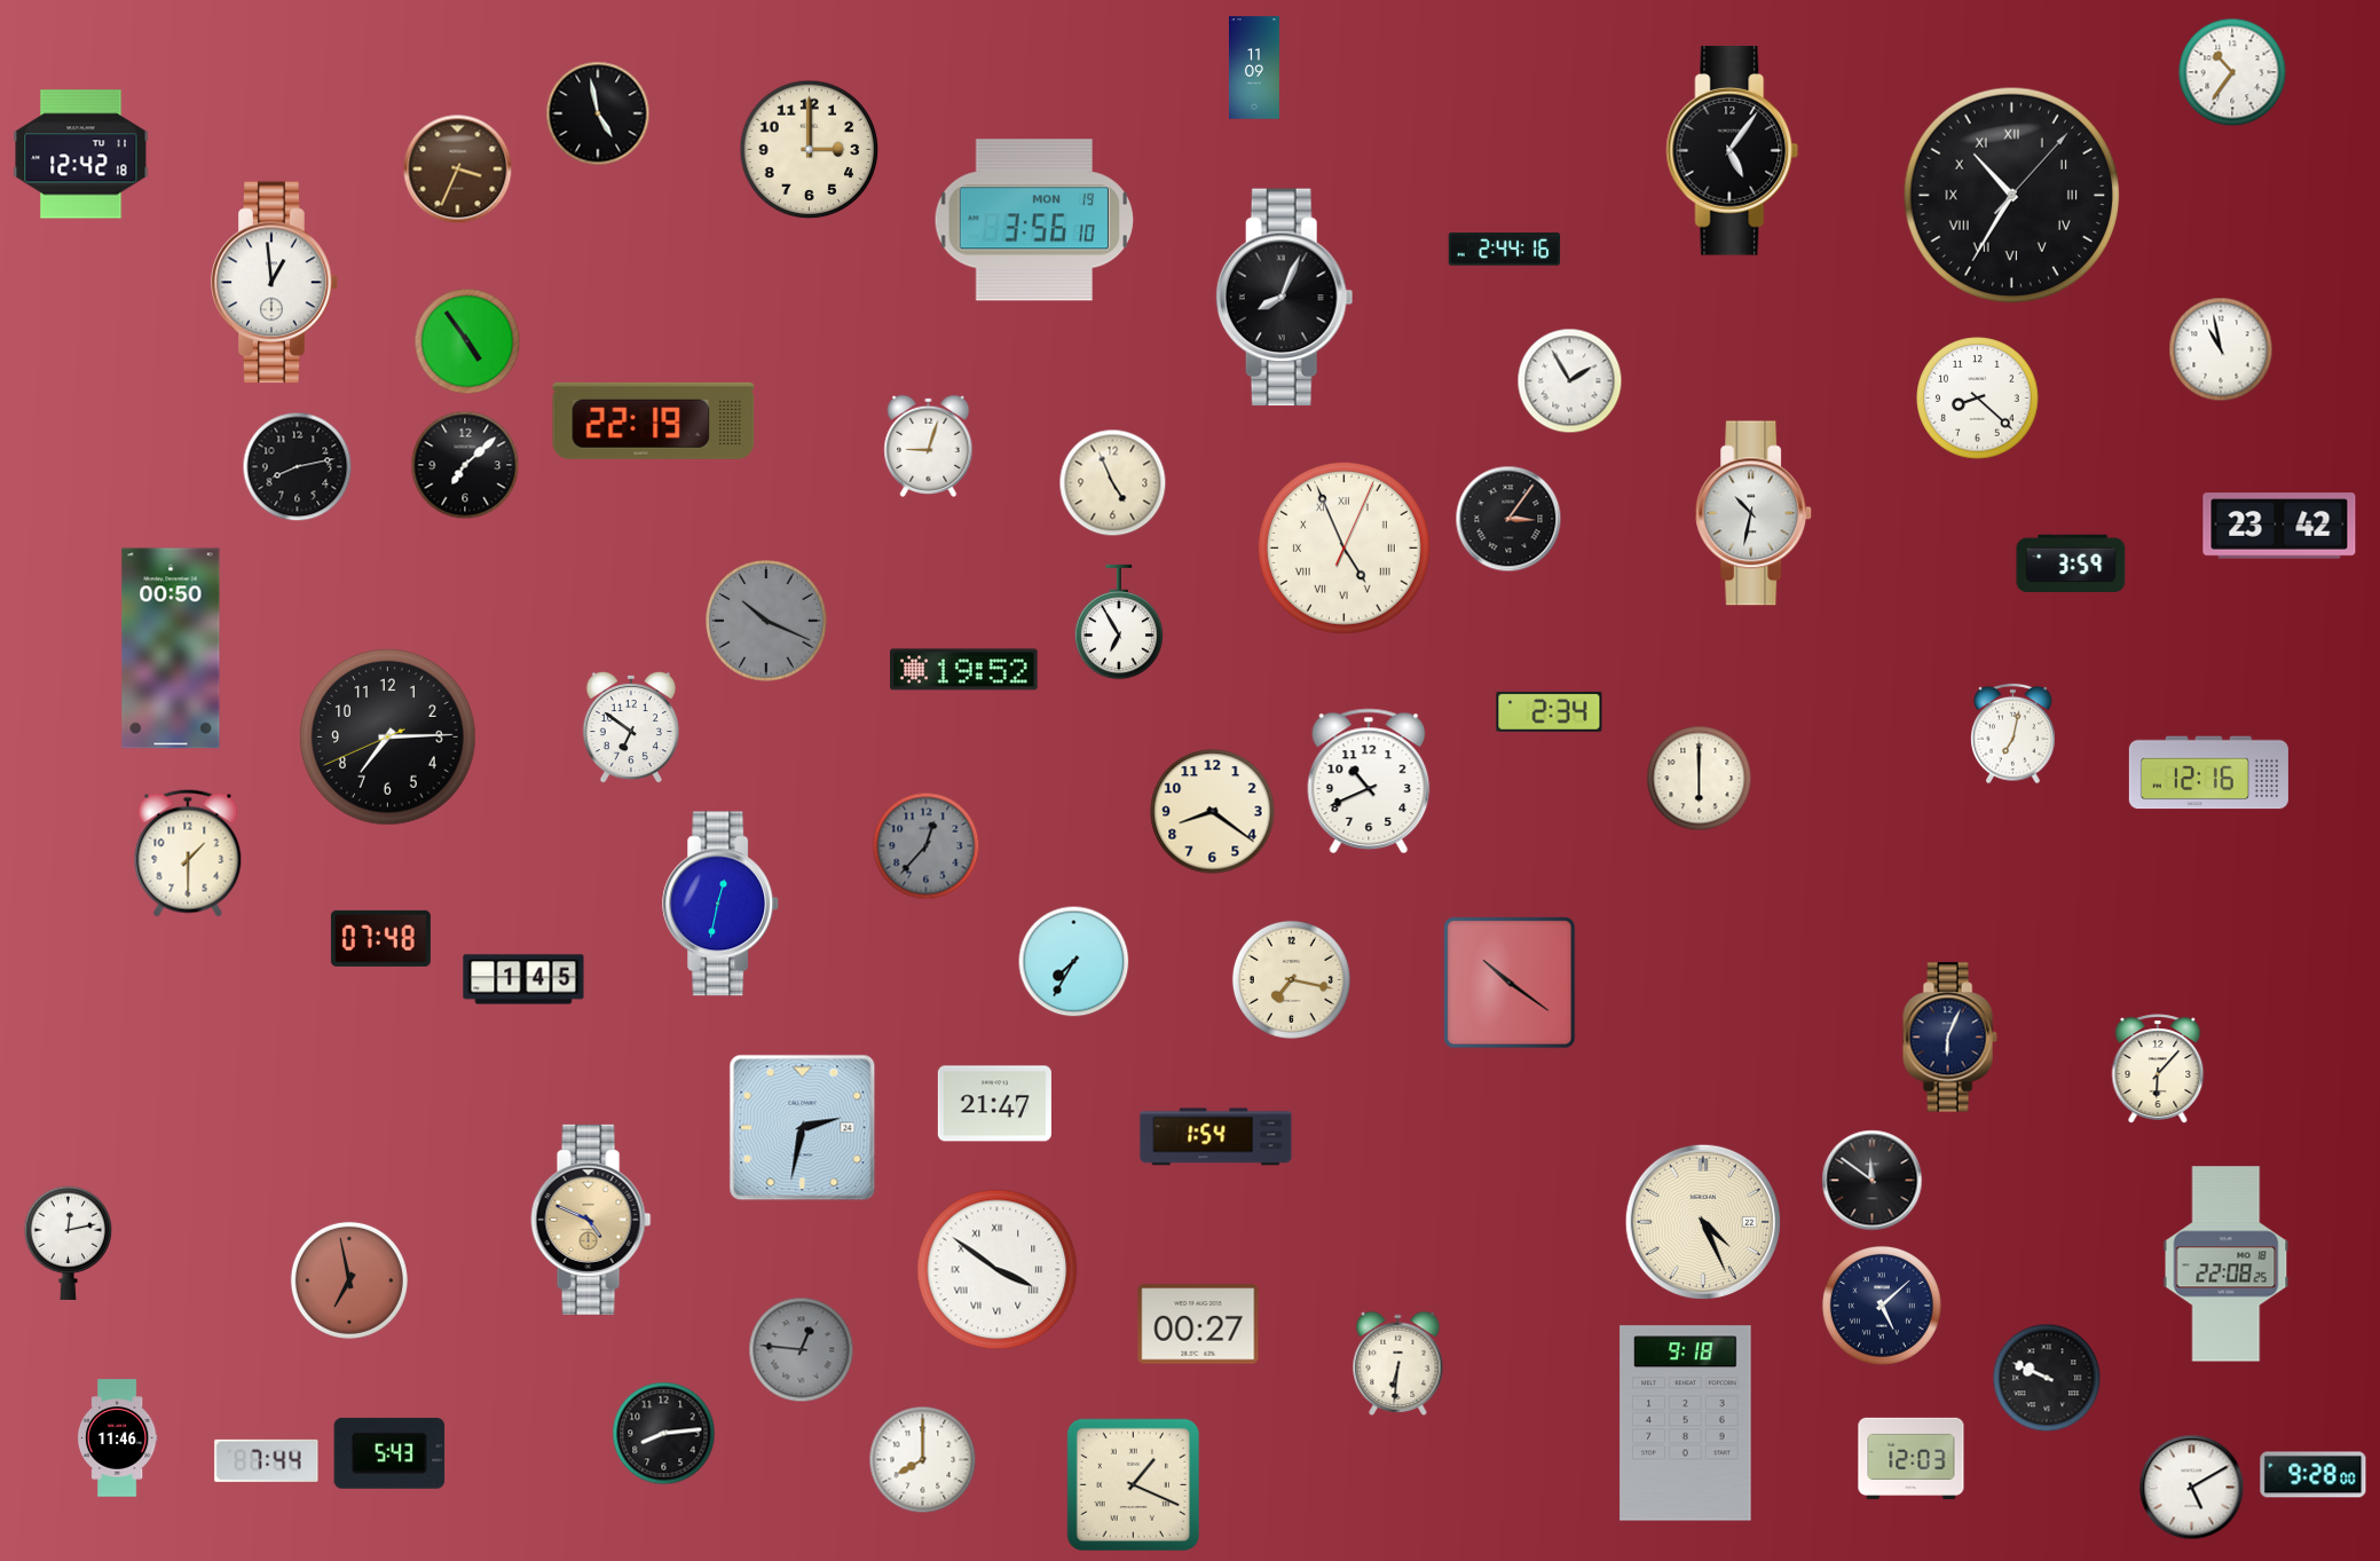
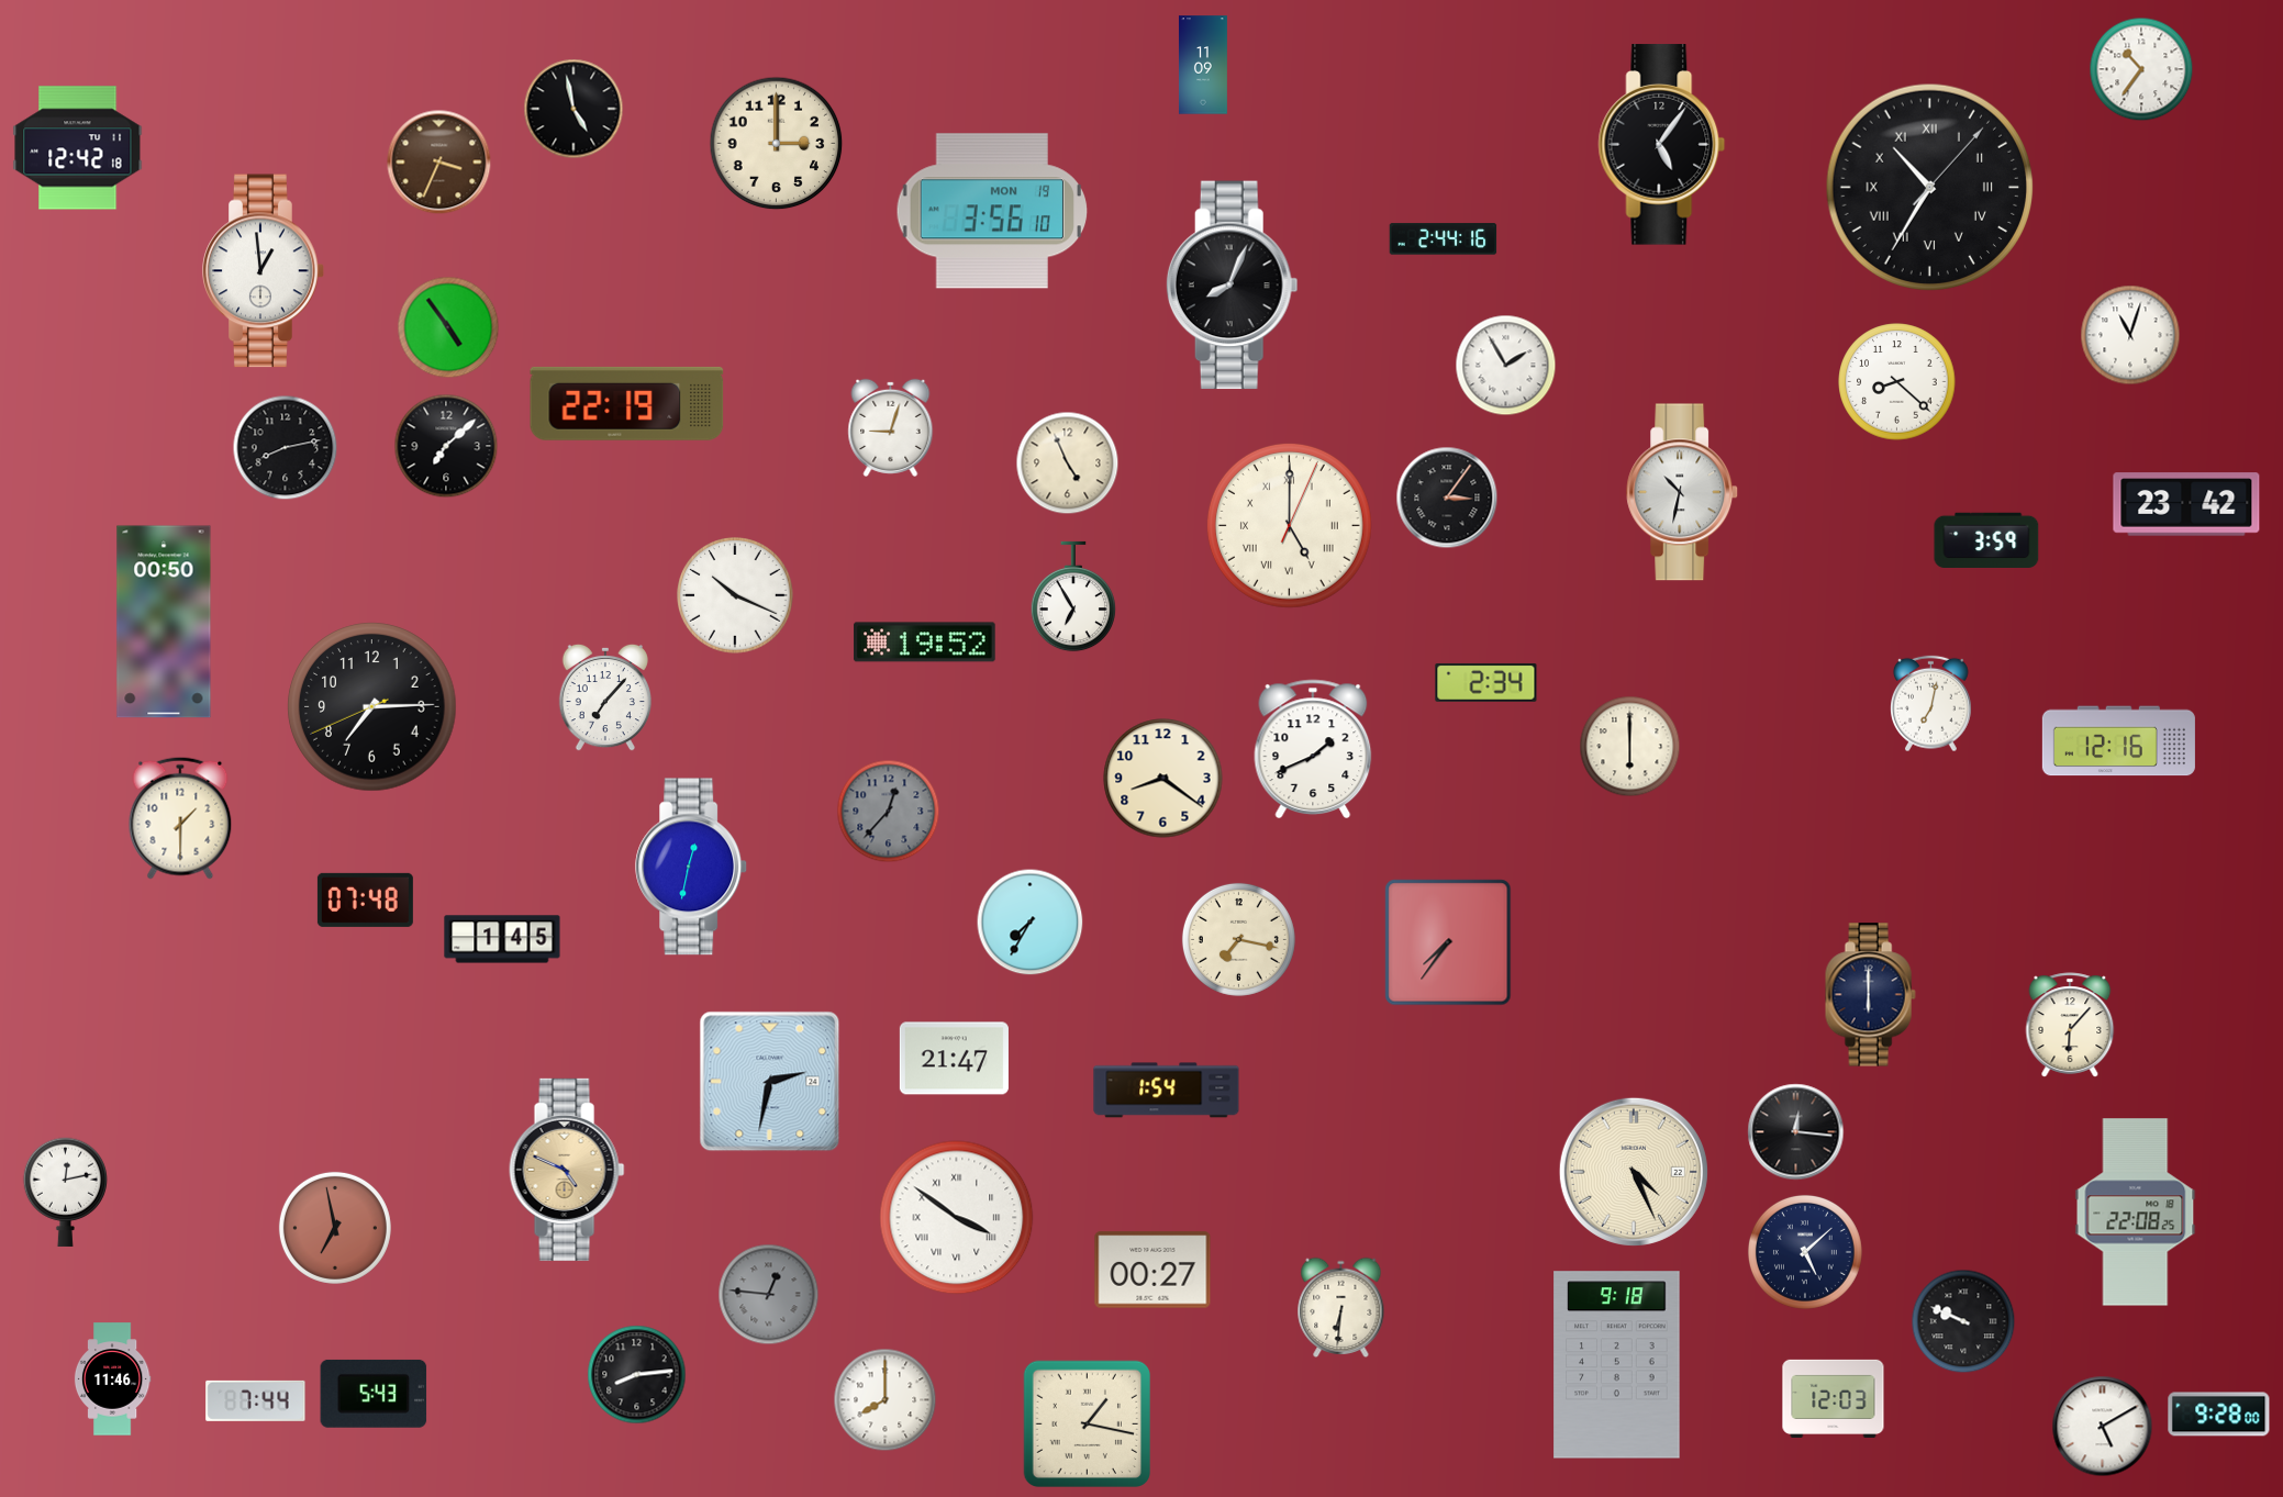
clock at (2221, 349): 10:58 -> 11:03
clock at (1343, 547): 4:56 -> 5:00
clock at (766, 621) dial: grey -> white
clock at (630, 727): 6:51 -> 7:07
clock at (1369, 780): 10:41 -> 1:41
clock at (1510, 983): 10:21 -> 7:36
clock at (1949, 1038): 6:04 -> 6:00
clock at (1873, 1181): 11:51 -> 12:16
clock at (1198, 1324) position: (1198, 1324) -> (1152, 1270)
clock at (1133, 1484): 1:19 -> 1:17
